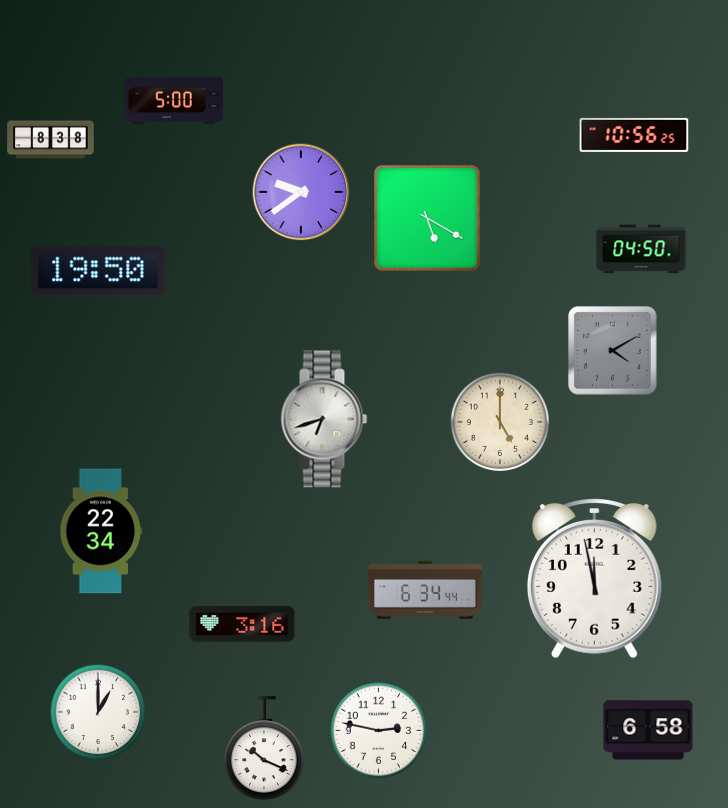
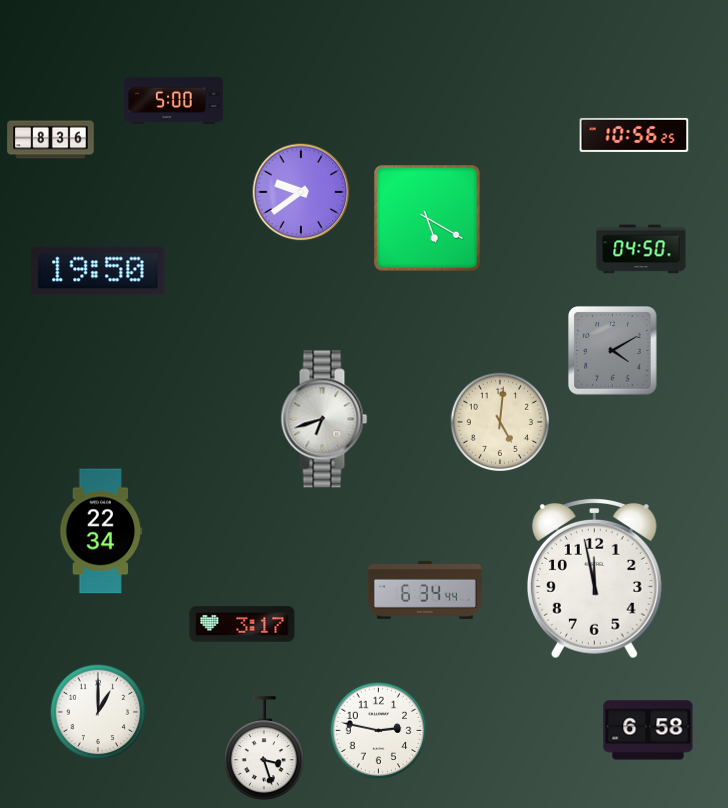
clock at (51, 140): 8:38 -> 8:36
clock at (500, 422): 5:00 -> 5:01
clock at (242, 624): 3:16 -> 3:17
clock at (264, 749): 10:19 -> 3:27
